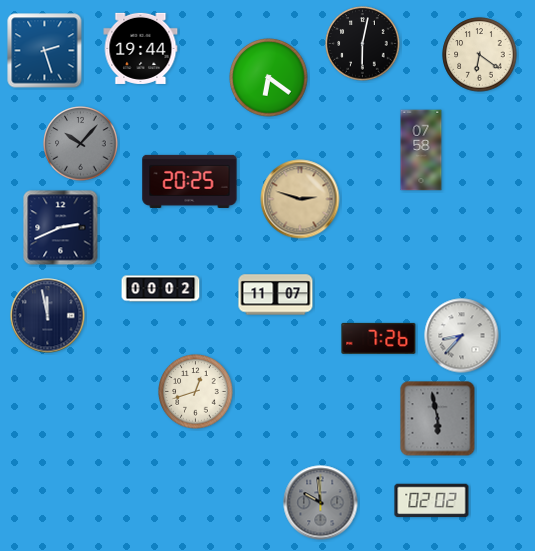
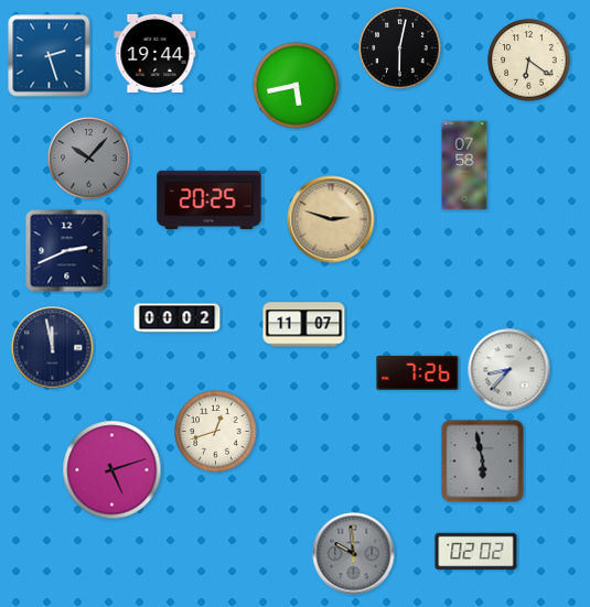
clock at (269, 78): 6:21 -> 5:43
clock at (112, 470): none -> 5:12
